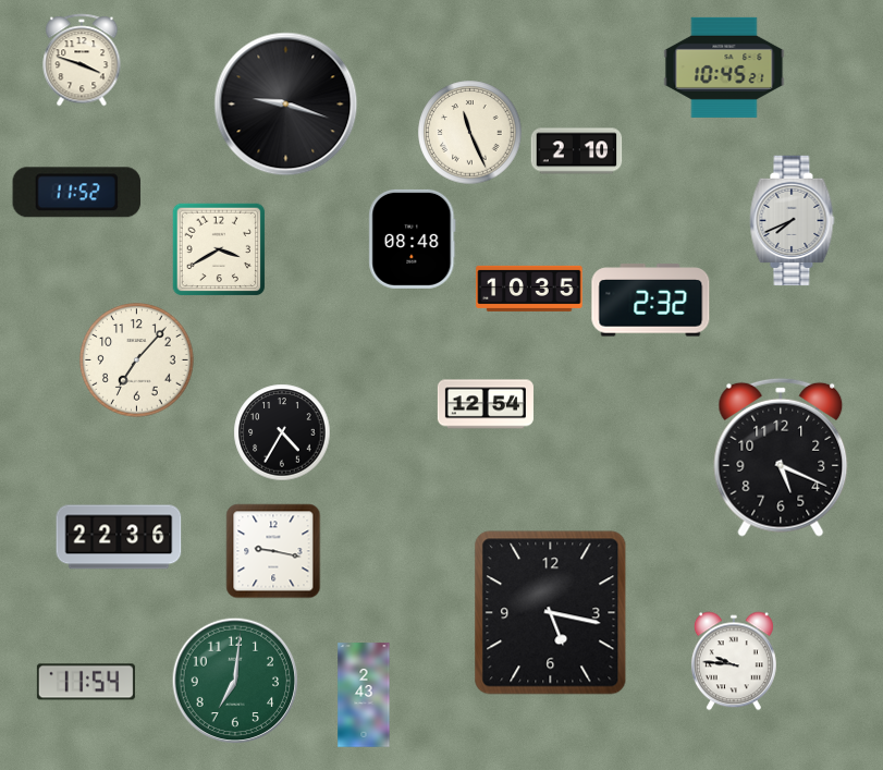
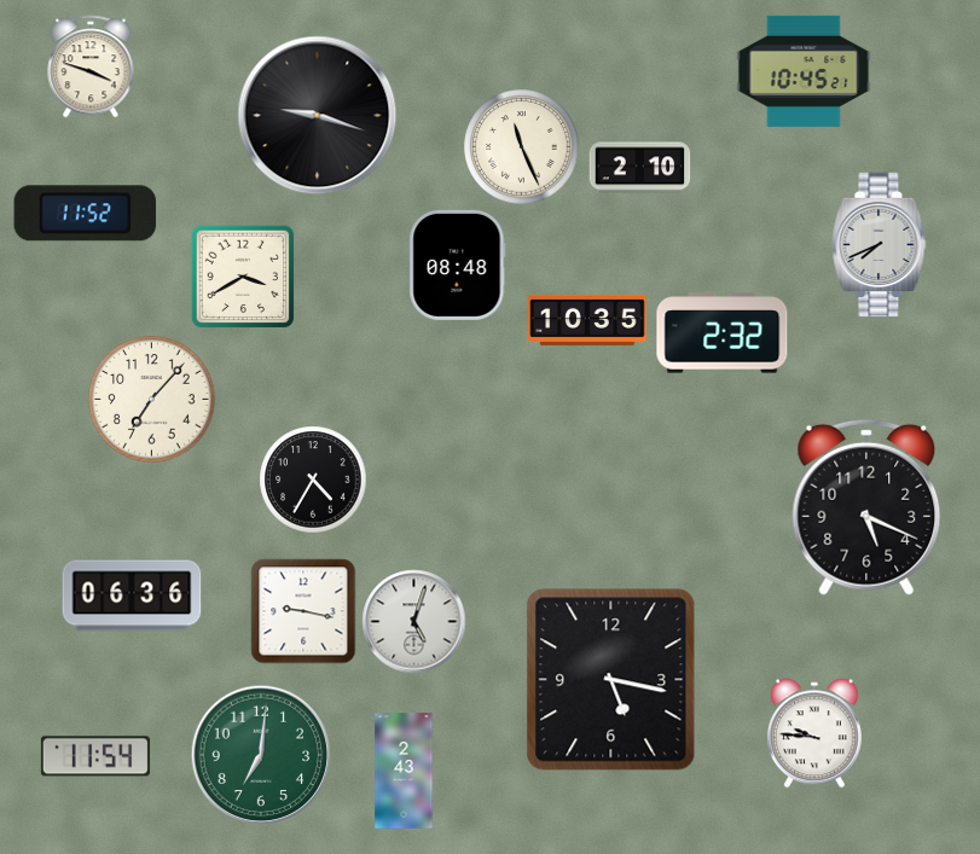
clock at (724, 68) position: (724, 68) -> (804, 71)
clock at (486, 404): 12:54 -> none
clock at (119, 537): 22:36 -> 06:36
clock at (414, 622): none -> 5:03
